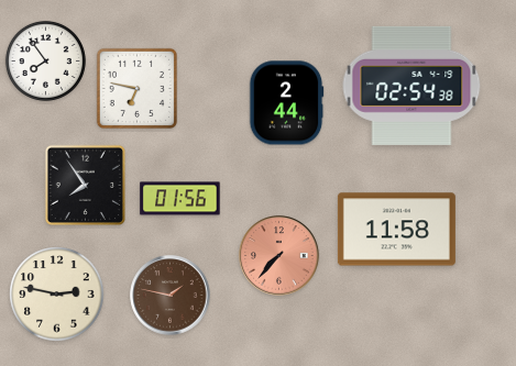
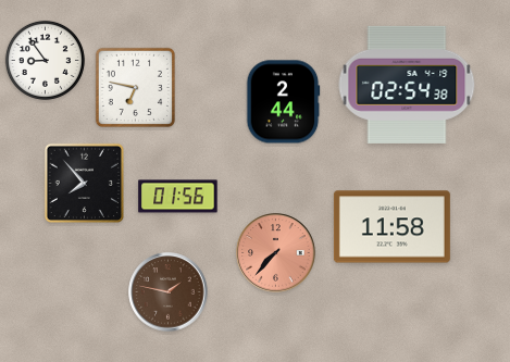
clock at (45, 60): 7:54 -> 8:54
clock at (85, 185): 7:54 -> 7:53
clock at (57, 295): 2:47 -> none
